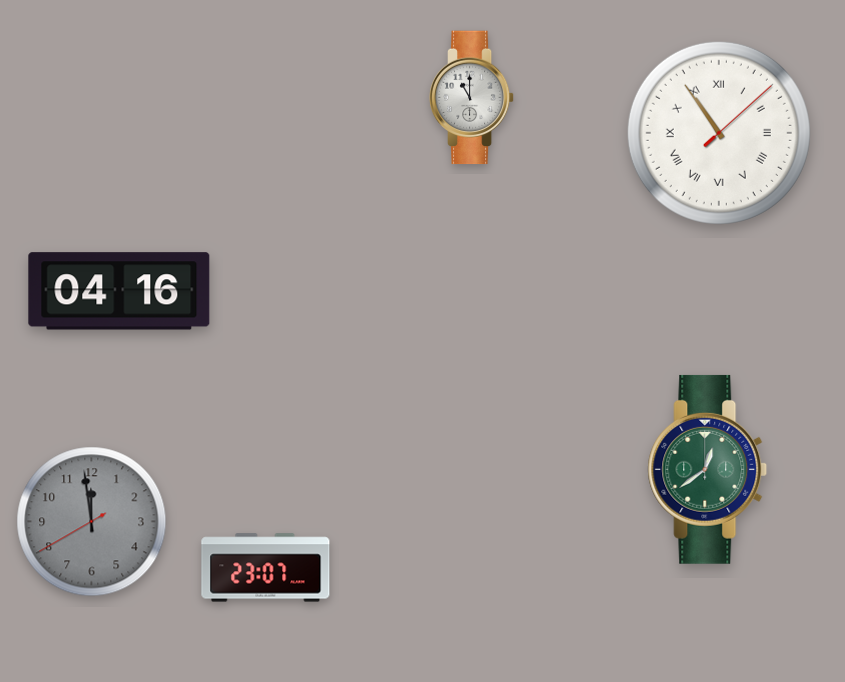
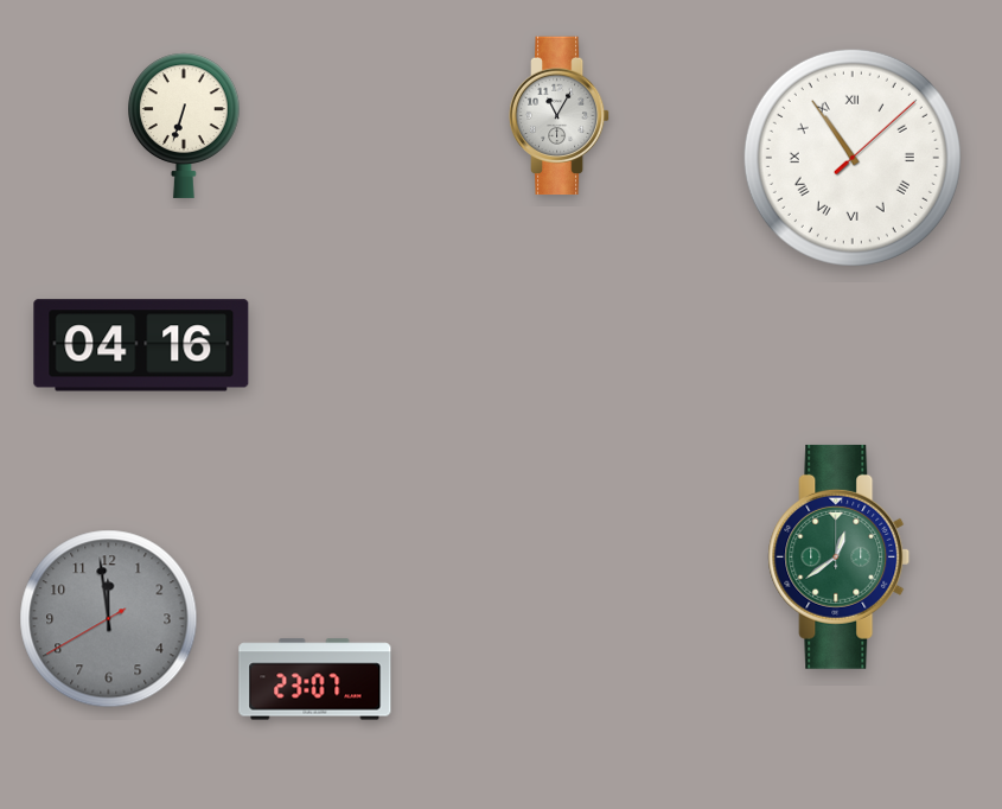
clock at (472, 98): 11:00 -> 11:05
clock at (185, 126): none -> 6:33
clock at (266, 568) position: (266, 568) -> (315, 680)
